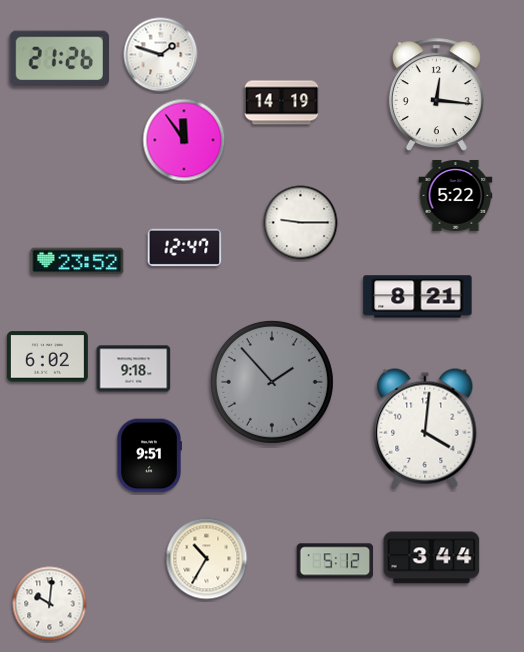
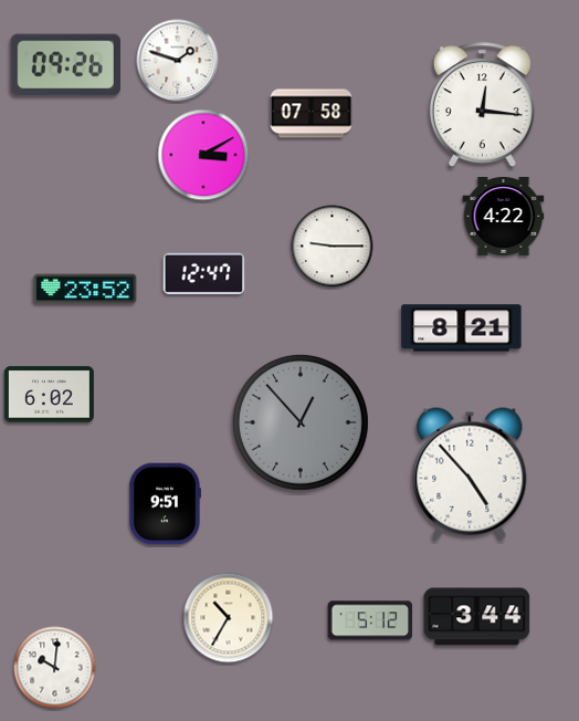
clock at (59, 59): 21:26 -> 09:26
clock at (282, 103): 14:19 -> 07:58
clock at (184, 140): 11:54 -> 3:10
clock at (456, 195): 5:22 -> 4:22
clock at (47, 357) position: (47, 357) -> (49, 395)
clock at (134, 369): 9:18 -> none
clock at (272, 382): 1:53 -> 12:53
clock at (425, 428): 4:01 -> 4:53
